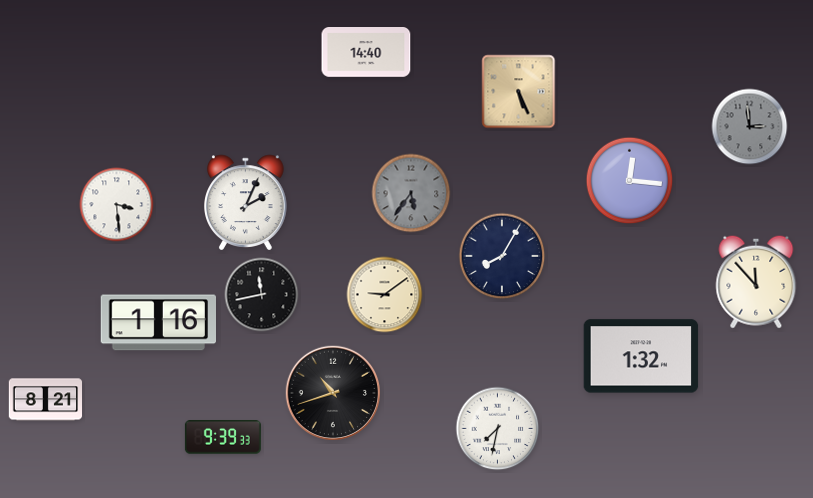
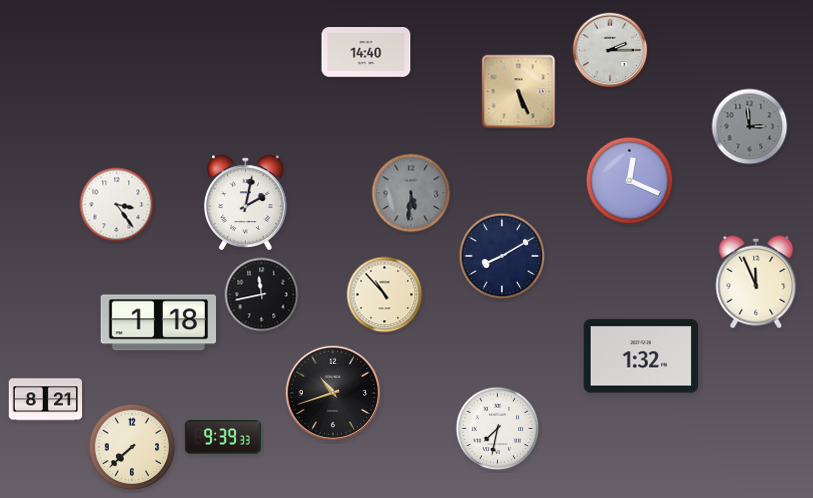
clock at (610, 50): none -> 2:15
clock at (630, 181): 12:16 -> 12:19
clock at (411, 193): 5:36 -> 5:31
clock at (246, 203): 2:04 -> 2:02
clock at (117, 205): 3:29 -> 3:24
clock at (502, 256): 8:05 -> 8:10
clock at (756, 282): 11:53 -> 11:56
clock at (385, 295): 9:09 -> 10:53
clock at (158, 323): 1:16 -> 1:18
clock at (132, 447): none -> 7:38
